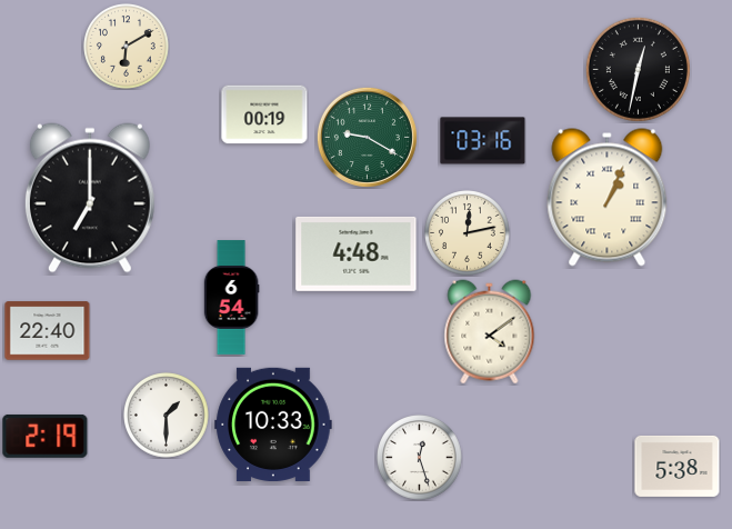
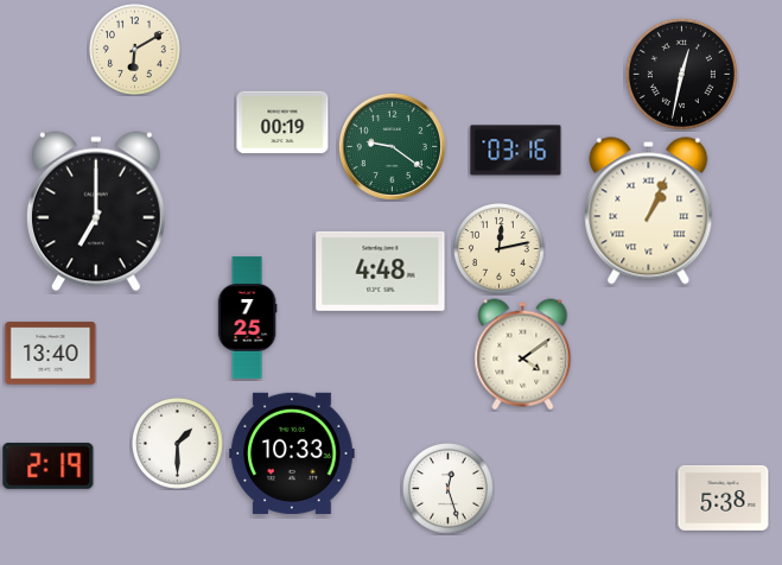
clock at (367, 137): 9:20 -> 9:21
clock at (231, 298): 6:54 -> 7:25
clock at (48, 331): 22:40 -> 13:40
